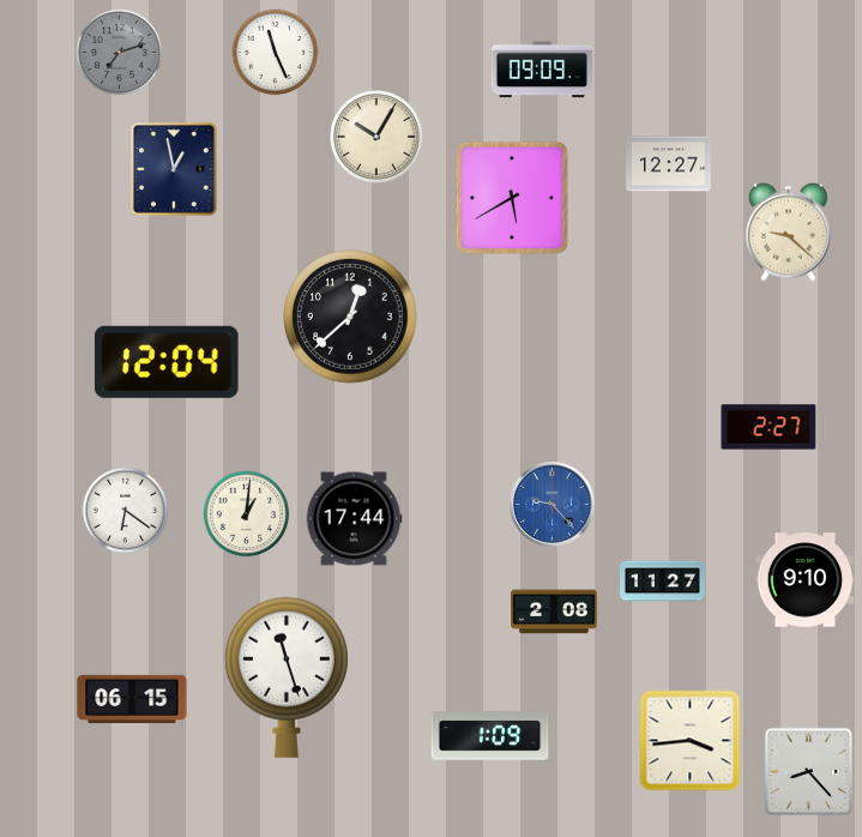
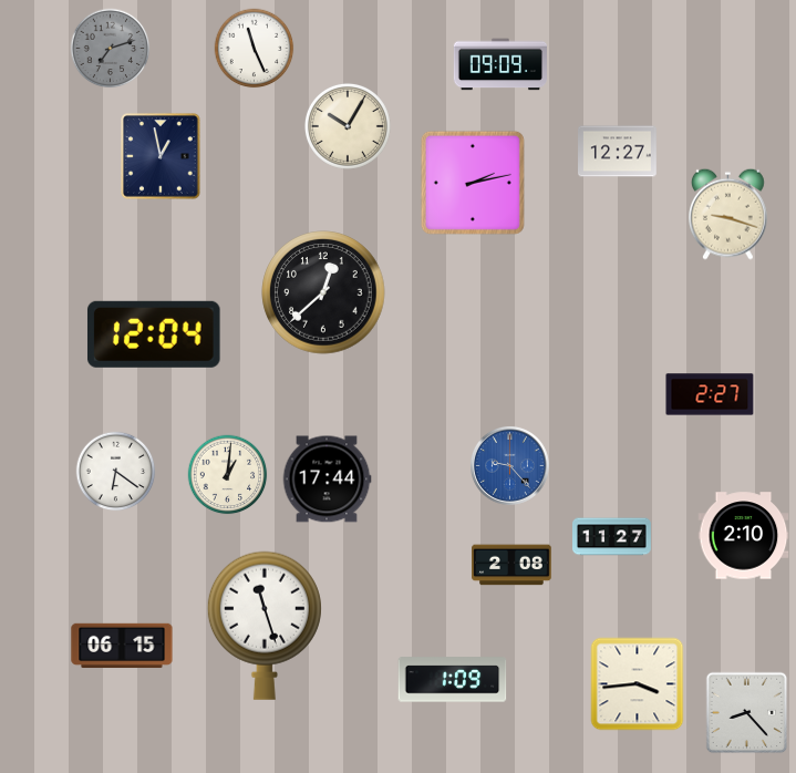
clock at (512, 198): 5:40 -> 2:13
clock at (789, 231): 9:22 -> 9:18
clock at (806, 580): 9:10 -> 2:10
